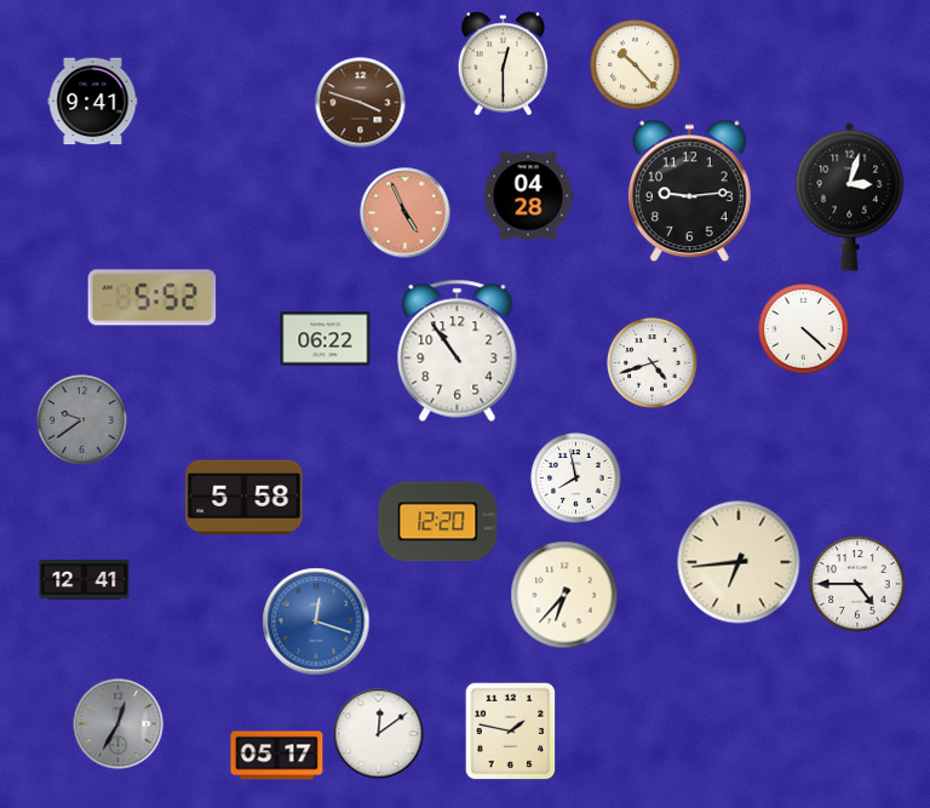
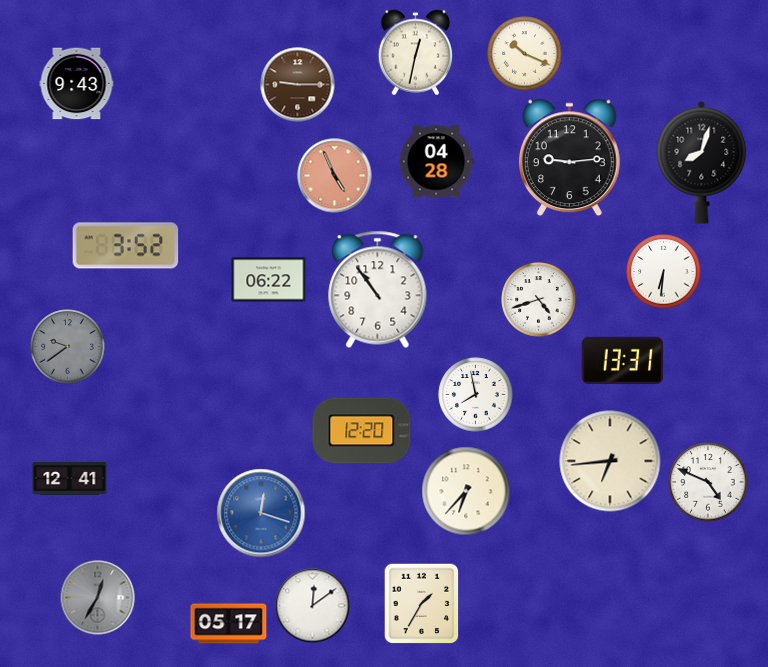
clock at (504, 64): 12:30 -> 12:32
clock at (636, 65): 10:23 -> 10:19
clock at (93, 102): 9:41 -> 9:43
clock at (361, 103): 3:48 -> 9:15
clock at (850, 196): 3:03 -> 8:03
clock at (153, 298): 5:52 -> 3:52
clock at (804, 329): 4:22 -> 6:31
clock at (623, 361): none -> 13:31
clock at (245, 498): 5:58 -> none
clock at (739, 562) position: (739, 562) -> (610, 461)
clock at (857, 584): 4:45 -> 4:49
clock at (511, 732): 1:47 -> 1:35
